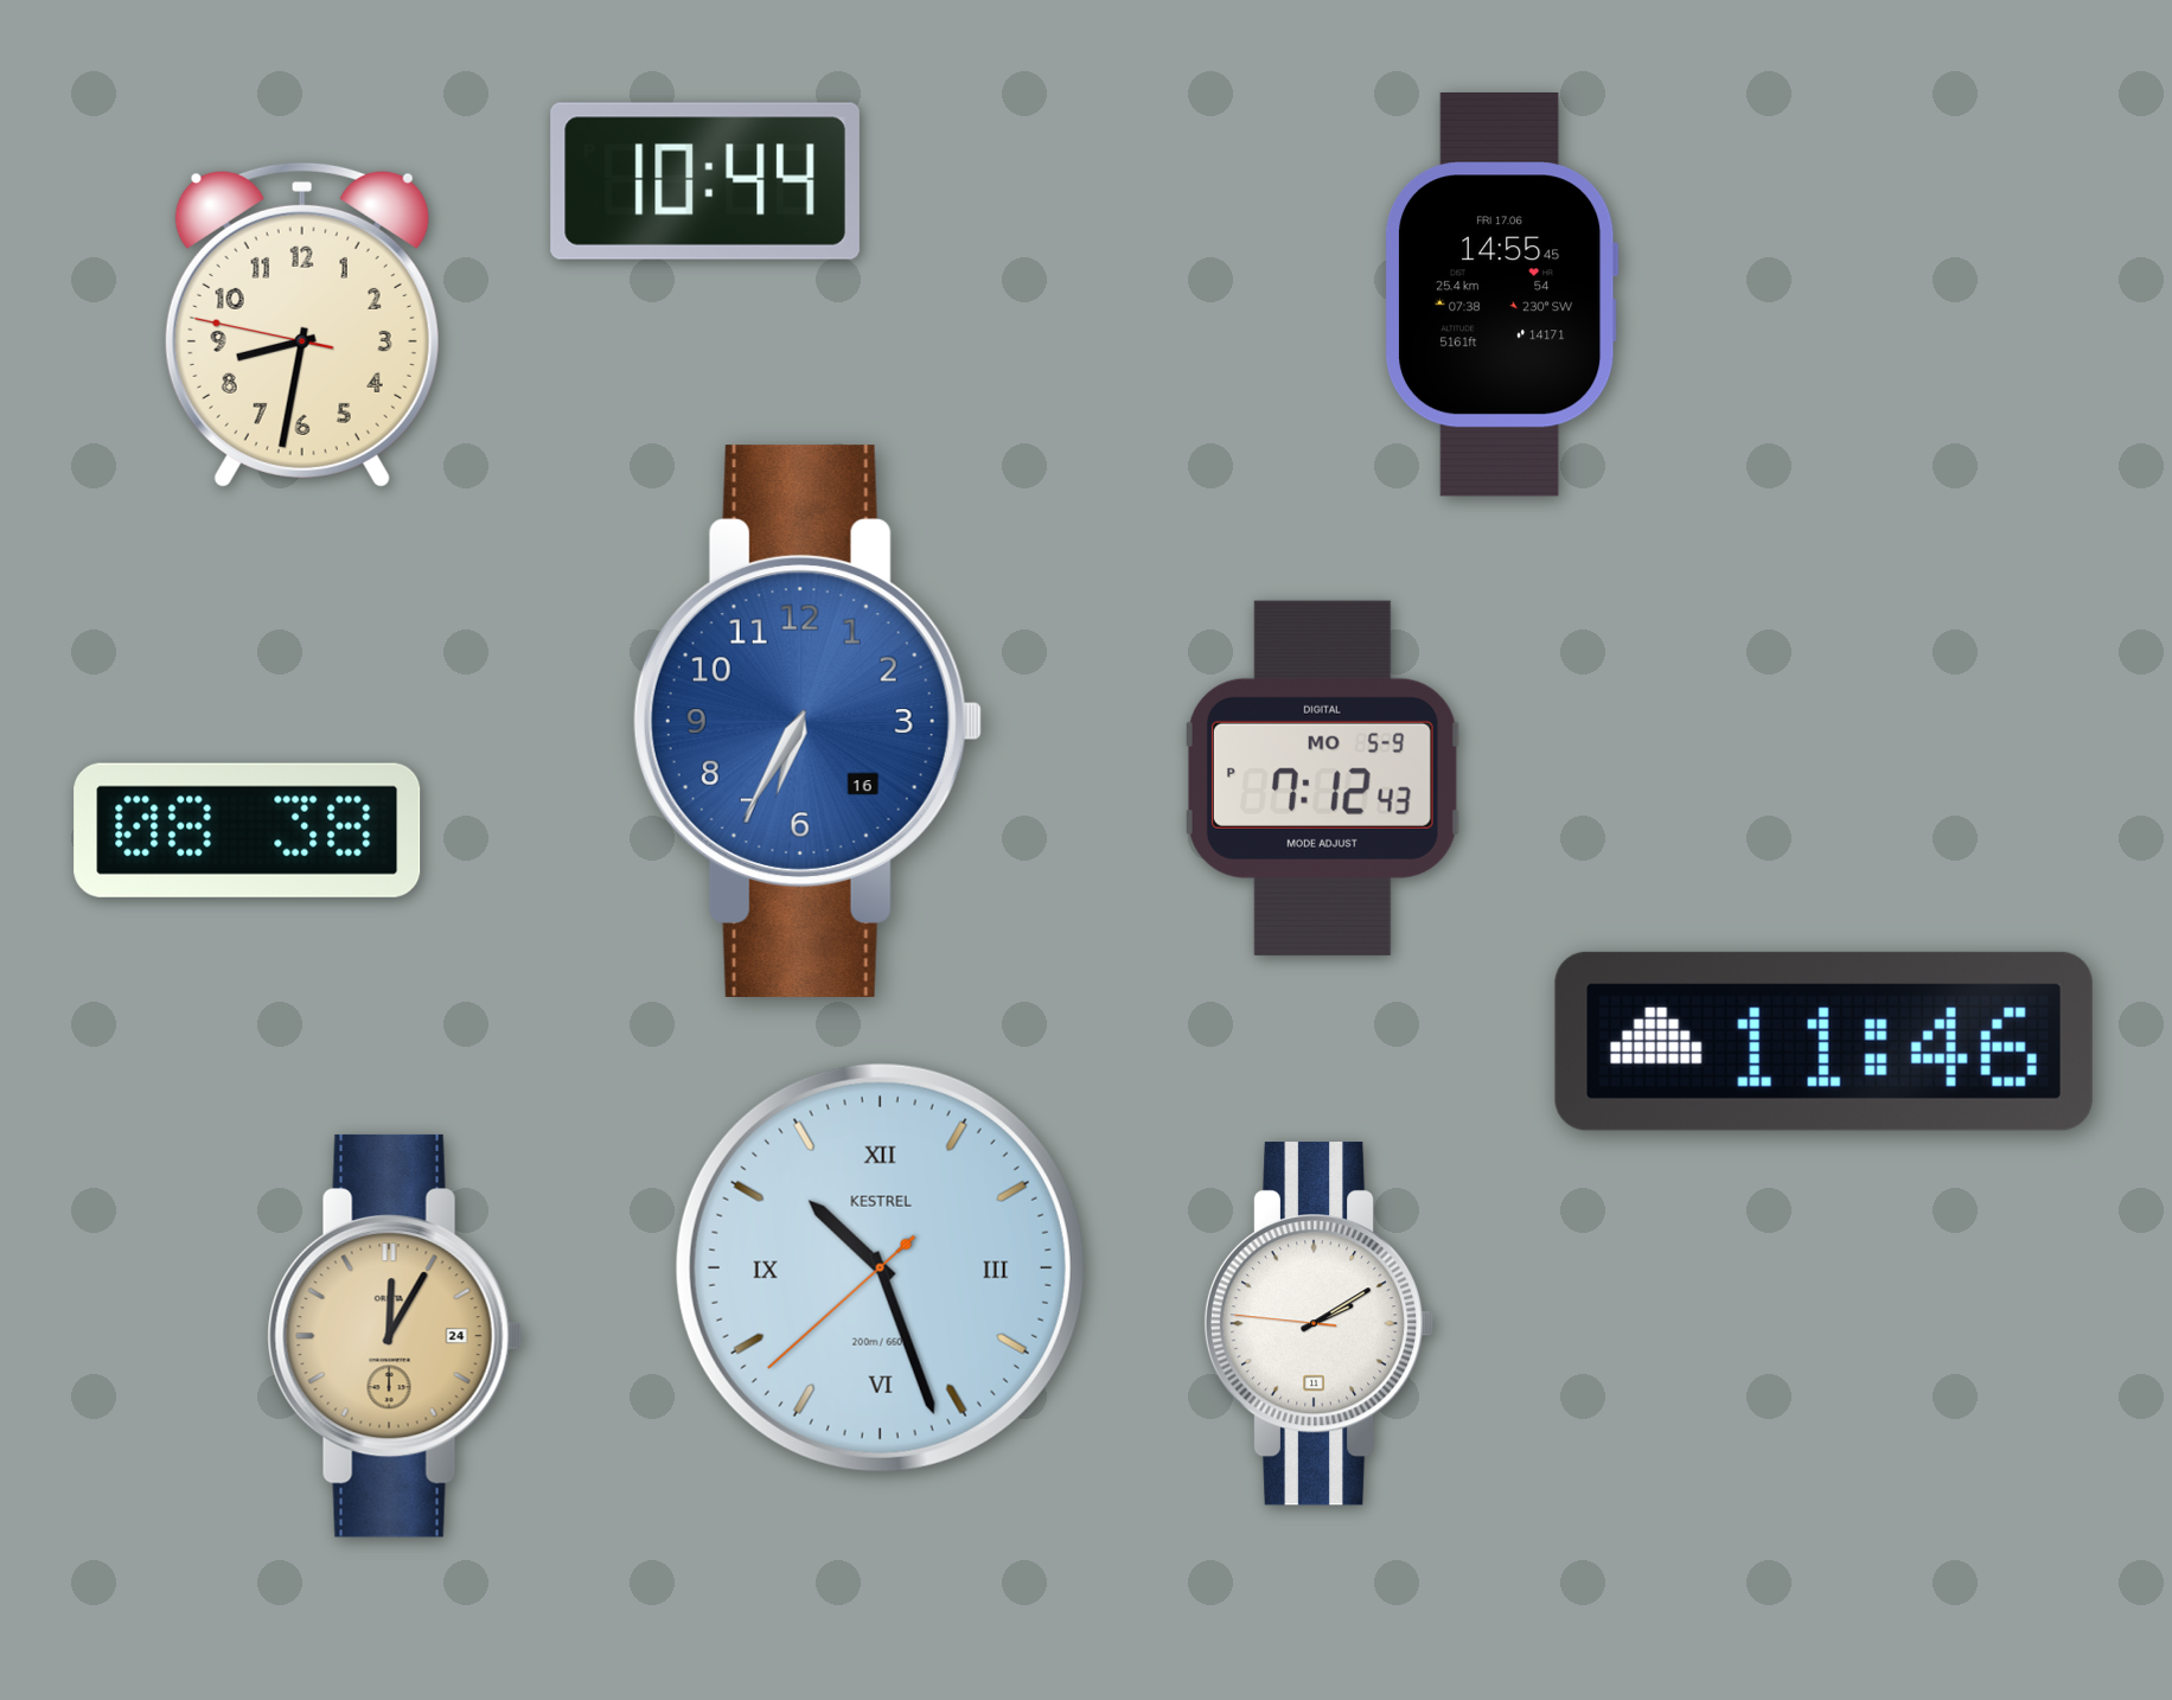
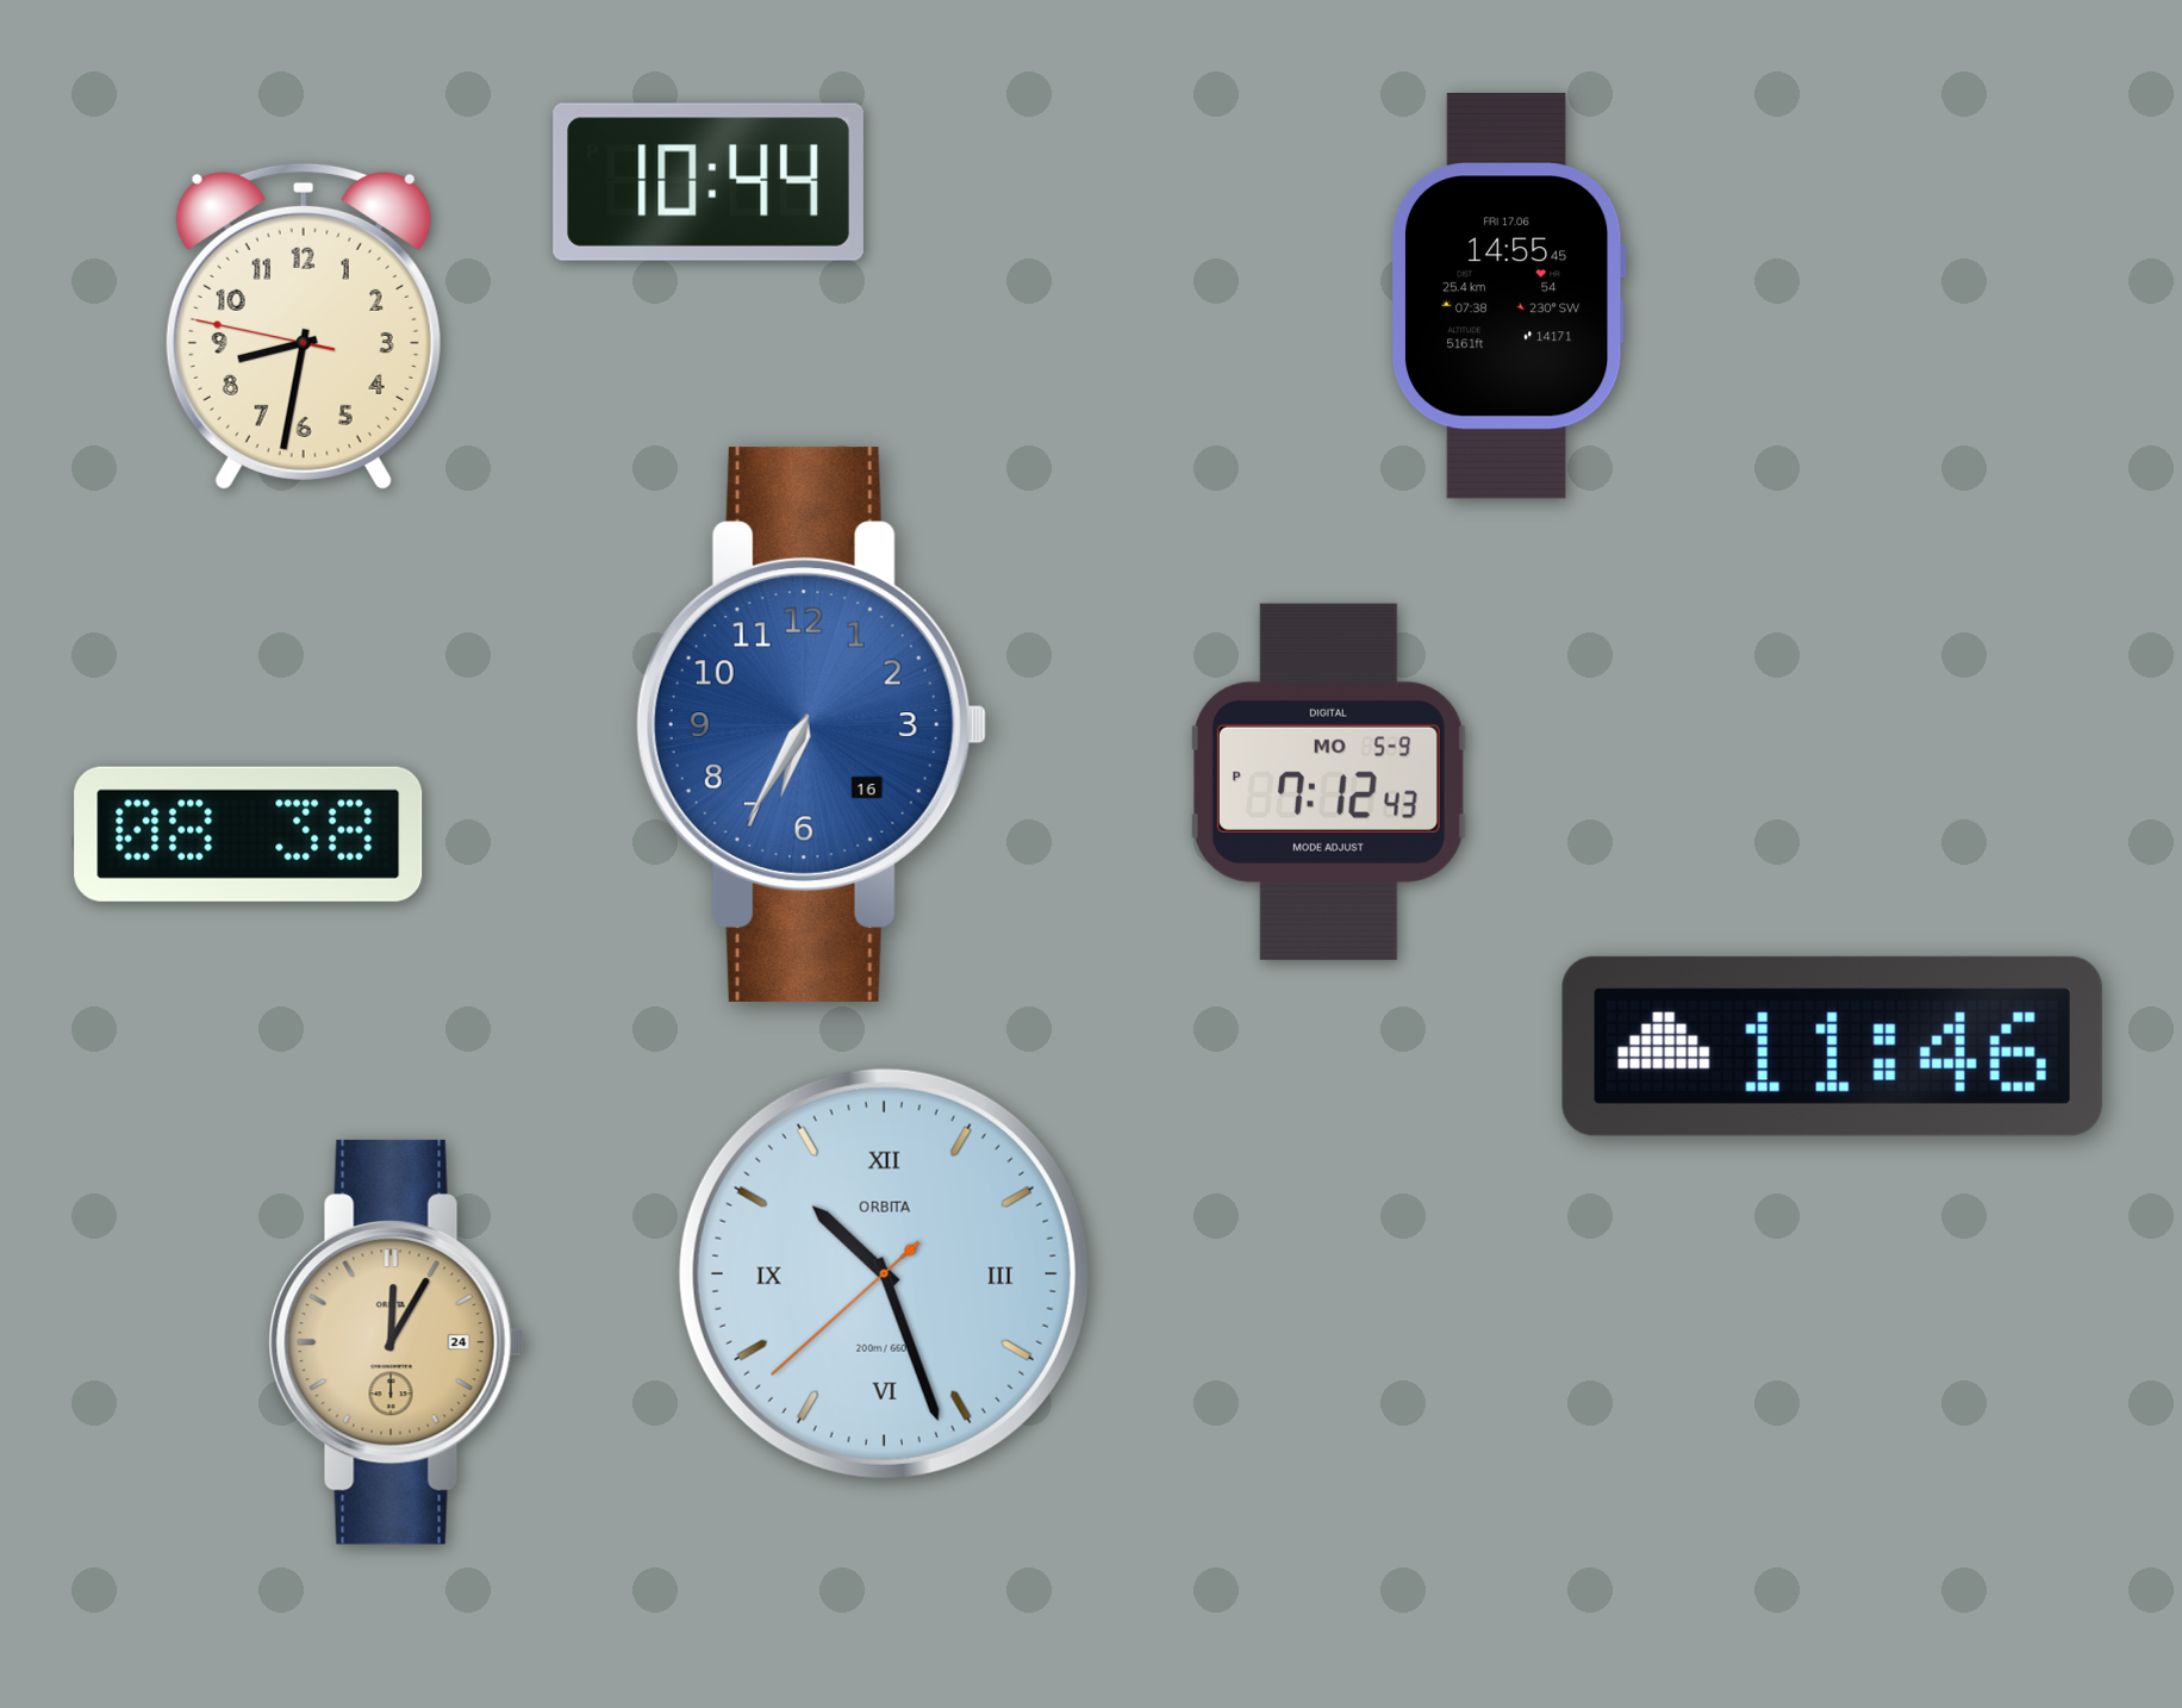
clock at (880, 1267) brand: KESTREL -> ORBITA
clock at (1318, 1324): 2:09 -> none
